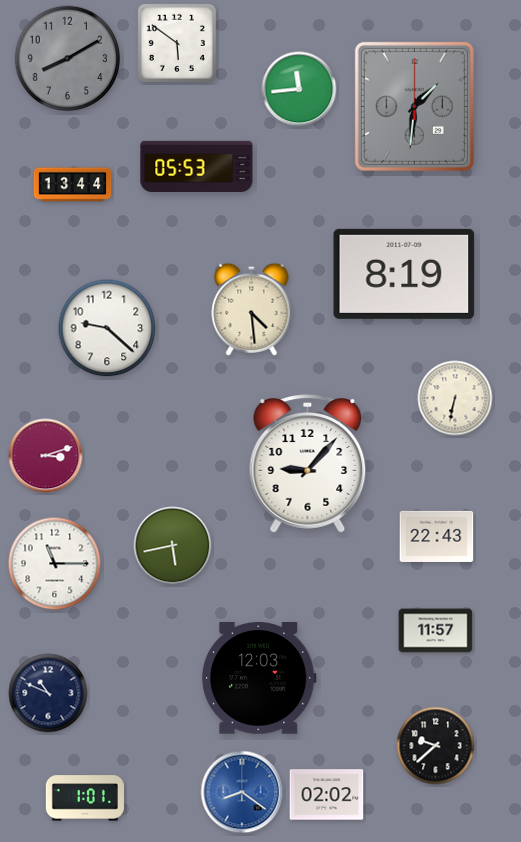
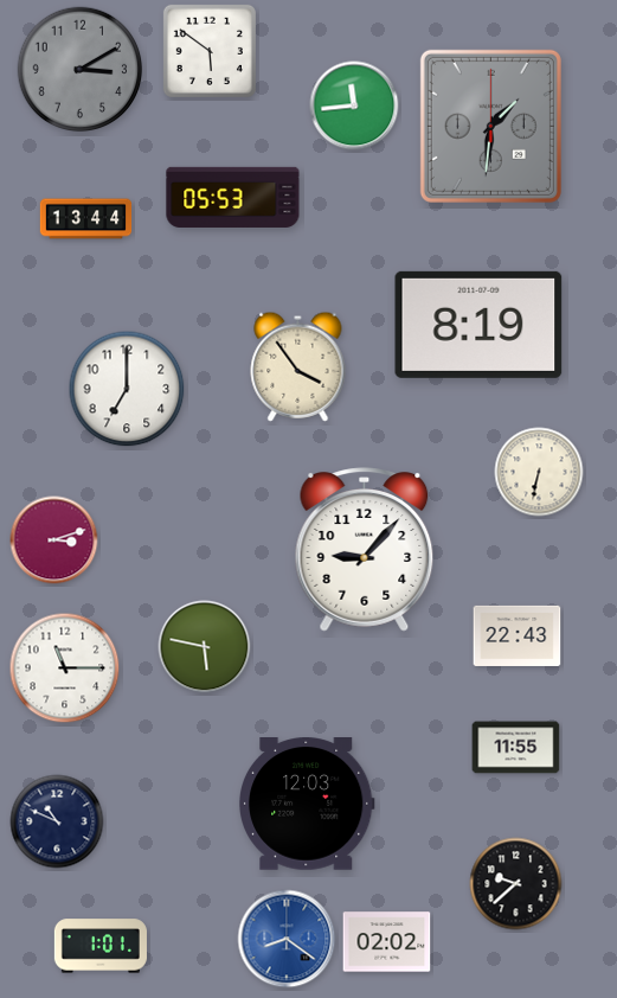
clock at (68, 59): 8:10 -> 3:10
clock at (252, 309): 4:29 -> 3:54
clock at (107, 328): 9:22 -> 7:00
clock at (173, 546): 5:43 -> 5:47
clock at (436, 631): 11:57 -> 11:55
